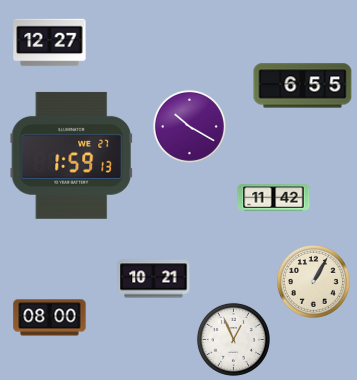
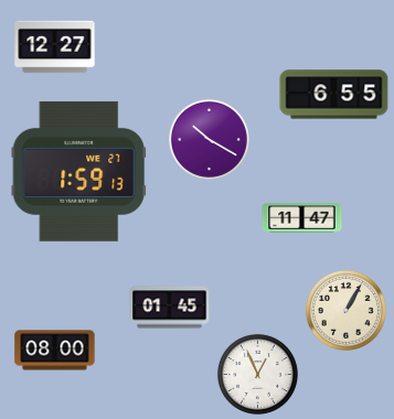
clock at (274, 198): 11:42 -> 11:47
clock at (154, 279): 10:21 -> 01:45
